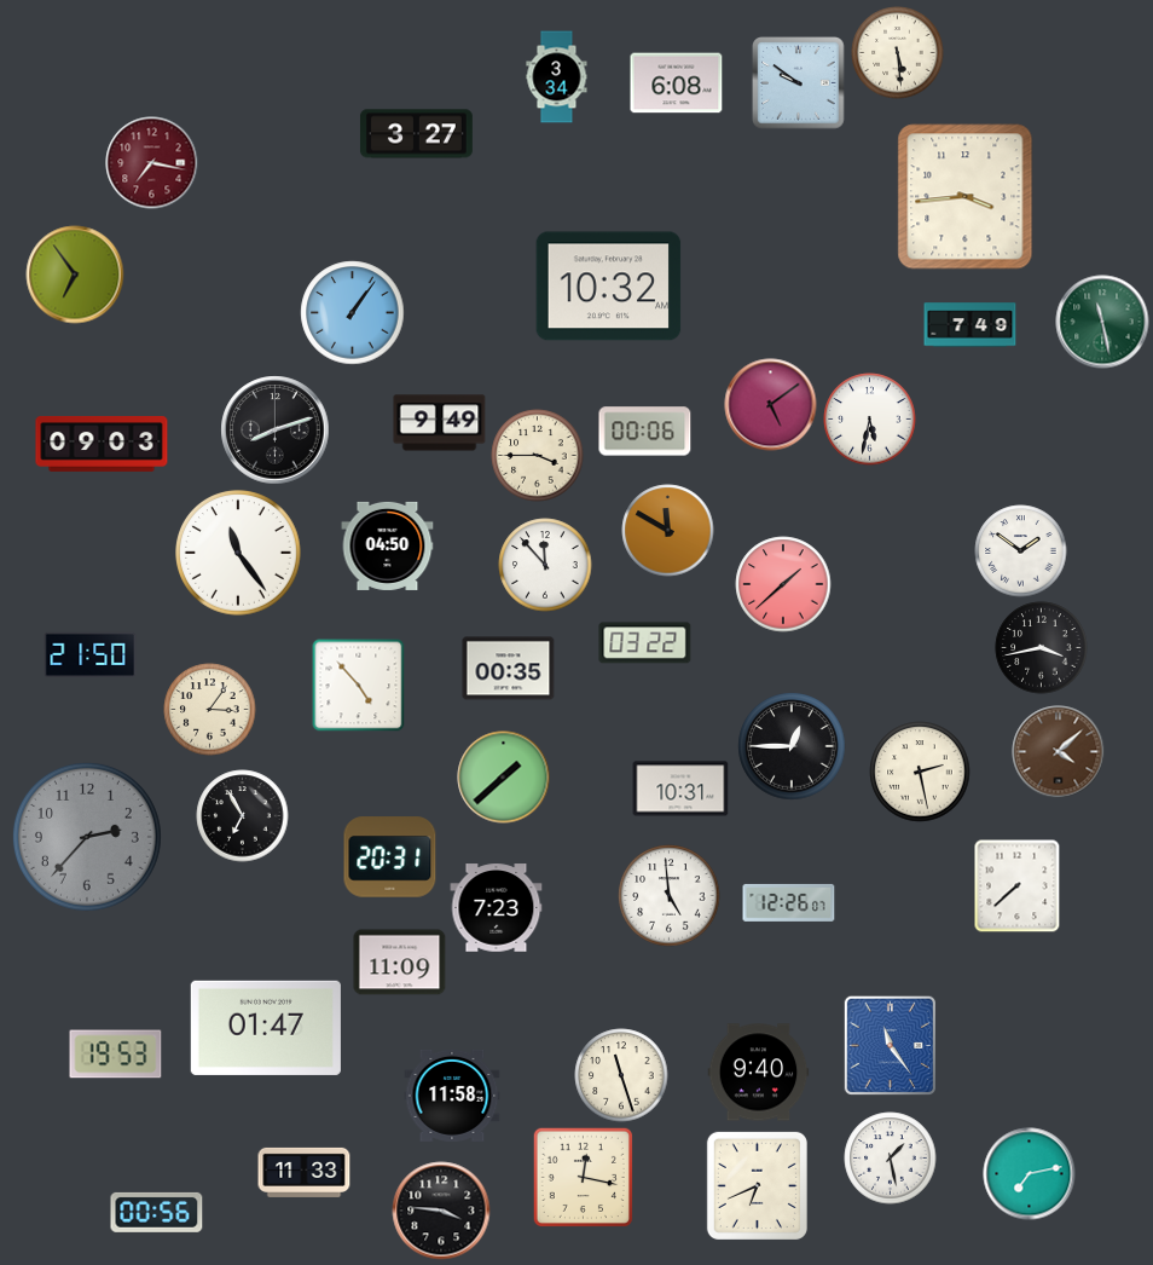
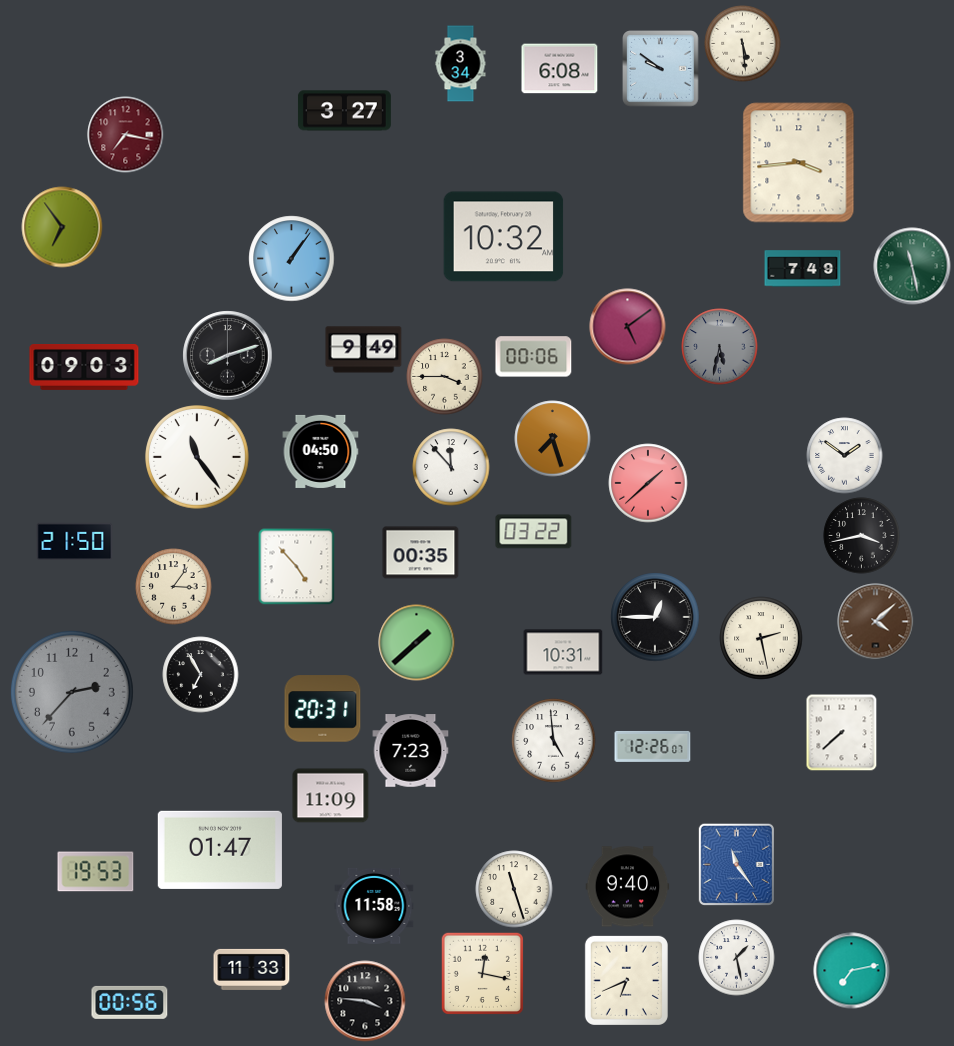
clock at (771, 405) position: (771, 405) -> (628, 327)
clock at (870, 420) dial: white -> grey
clock at (668, 531): 11:50 -> 7:27
